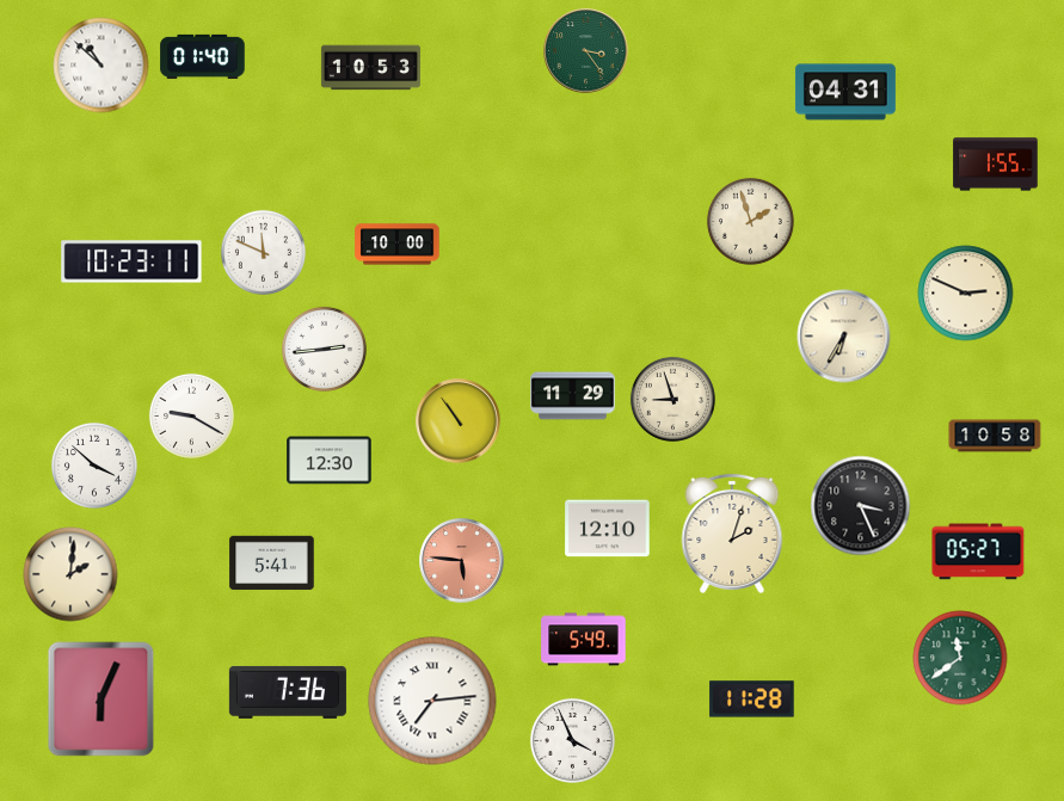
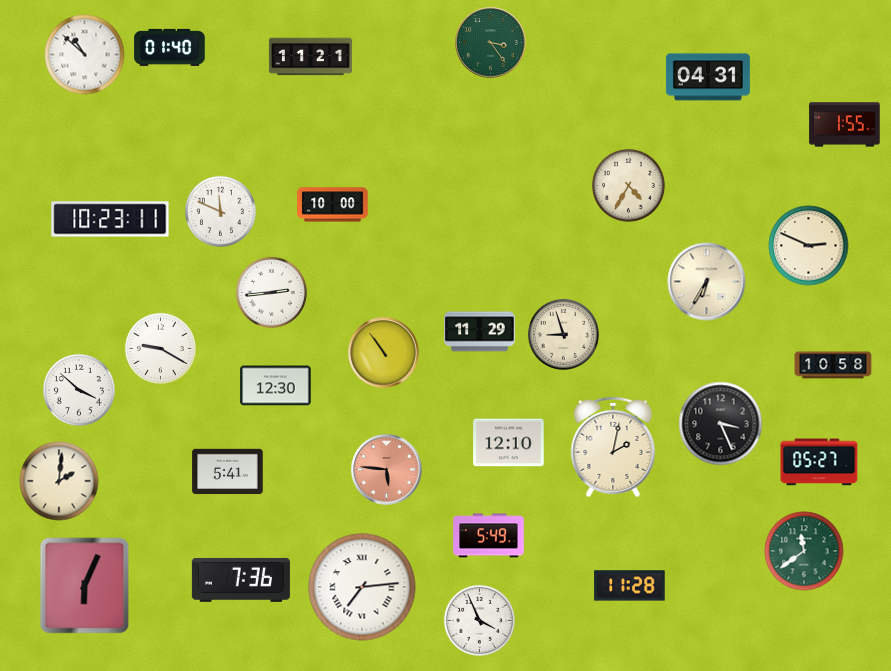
clock at (370, 68): 10:53 -> 11:21
clock at (996, 165) position: (996, 165) -> (845, 125)
clock at (750, 221): 1:57 -> 4:35
clock at (732, 534): 2:03 -> 2:02
